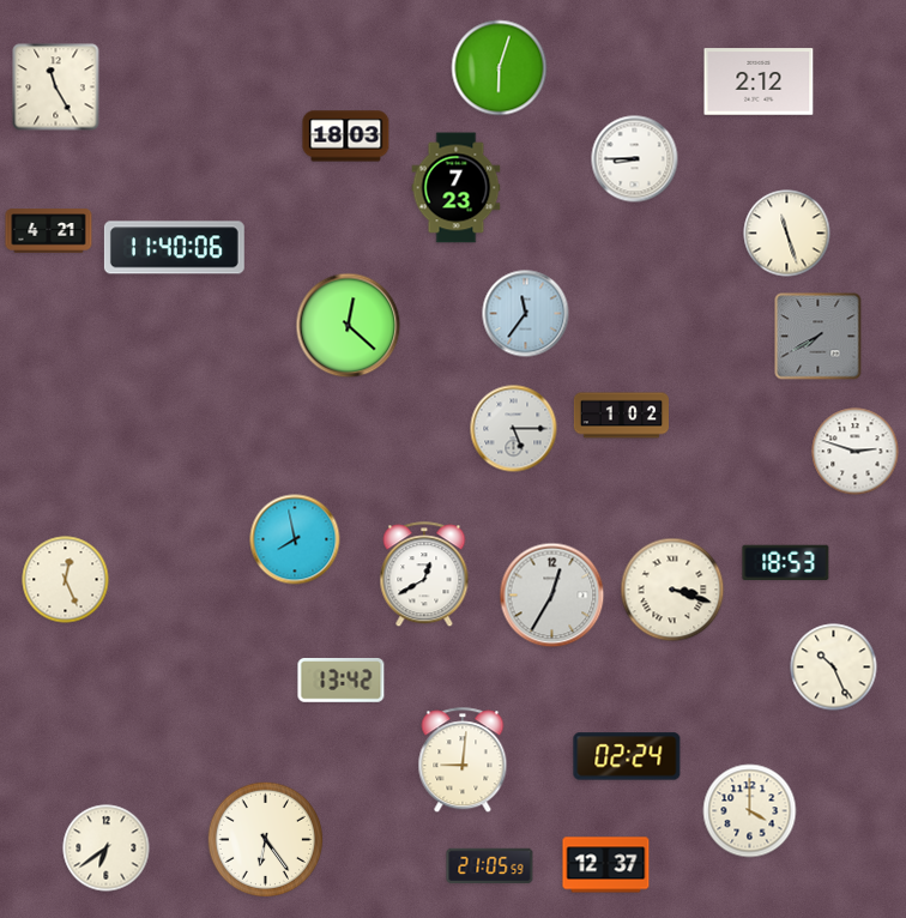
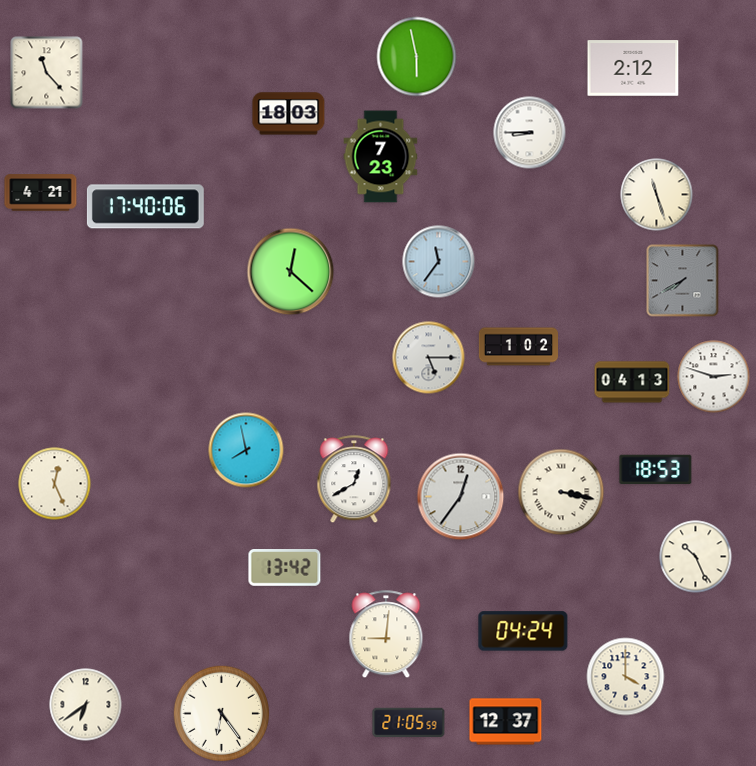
clock at (500, 68): 6:03 -> 5:58
clock at (56, 87): 11:25 -> 11:23
clock at (174, 248): 11:40 -> 17:40
clock at (632, 382): none -> 04:13
clock at (672, 590): 3:18 -> 3:17
clock at (552, 596): 12:35 -> 12:36
clock at (627, 756): 02:24 -> 04:24
clock at (266, 840) position: (266, 840) -> (222, 714)
clock at (107, 848) position: (107, 848) -> (86, 705)
